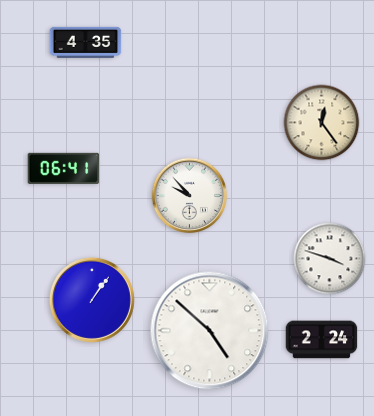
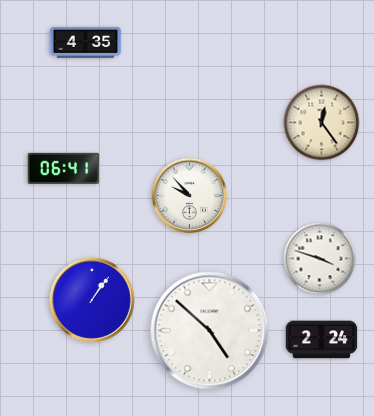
clock at (330, 259) position: (330, 259) -> (320, 259)
